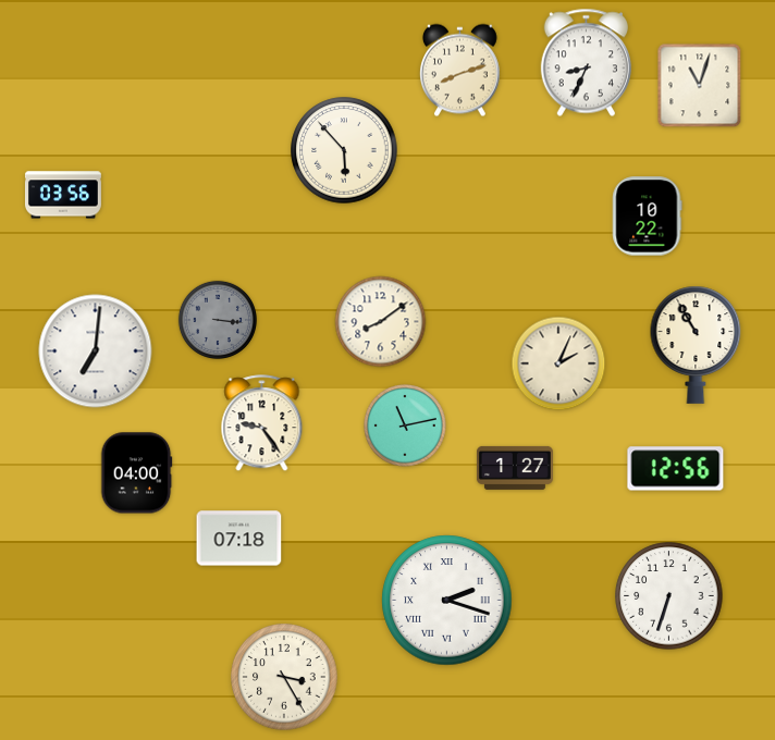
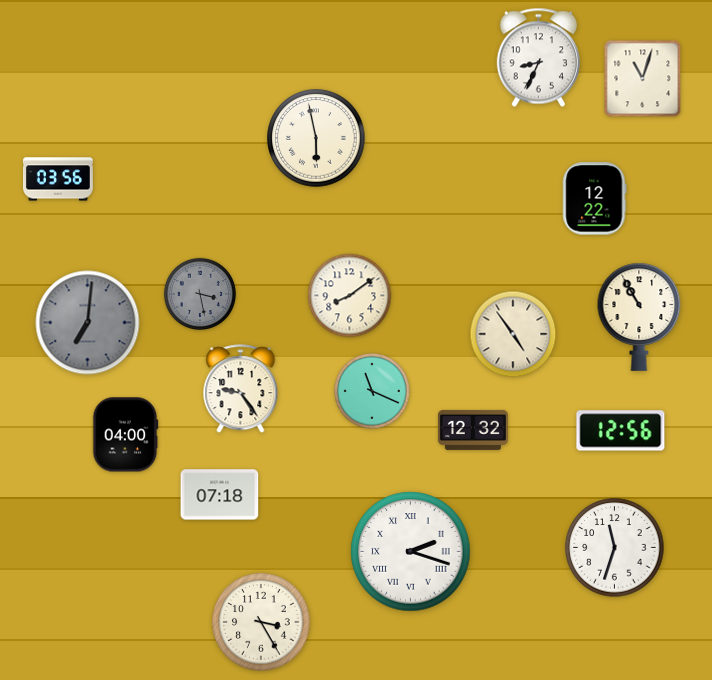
clock at (459, 71): 8:12 -> none
clock at (344, 150): 5:53 -> 5:58
clock at (648, 217): 10:22 -> 12:22
clock at (218, 320): 3:16 -> 3:28
clock at (96, 351) dial: white -> grey
clock at (558, 363): 2:04 -> 4:54
clock at (405, 425): 11:13 -> 11:19
clock at (515, 468): 1:27 -> 12:32
clock at (669, 596): 6:33 -> 11:33
